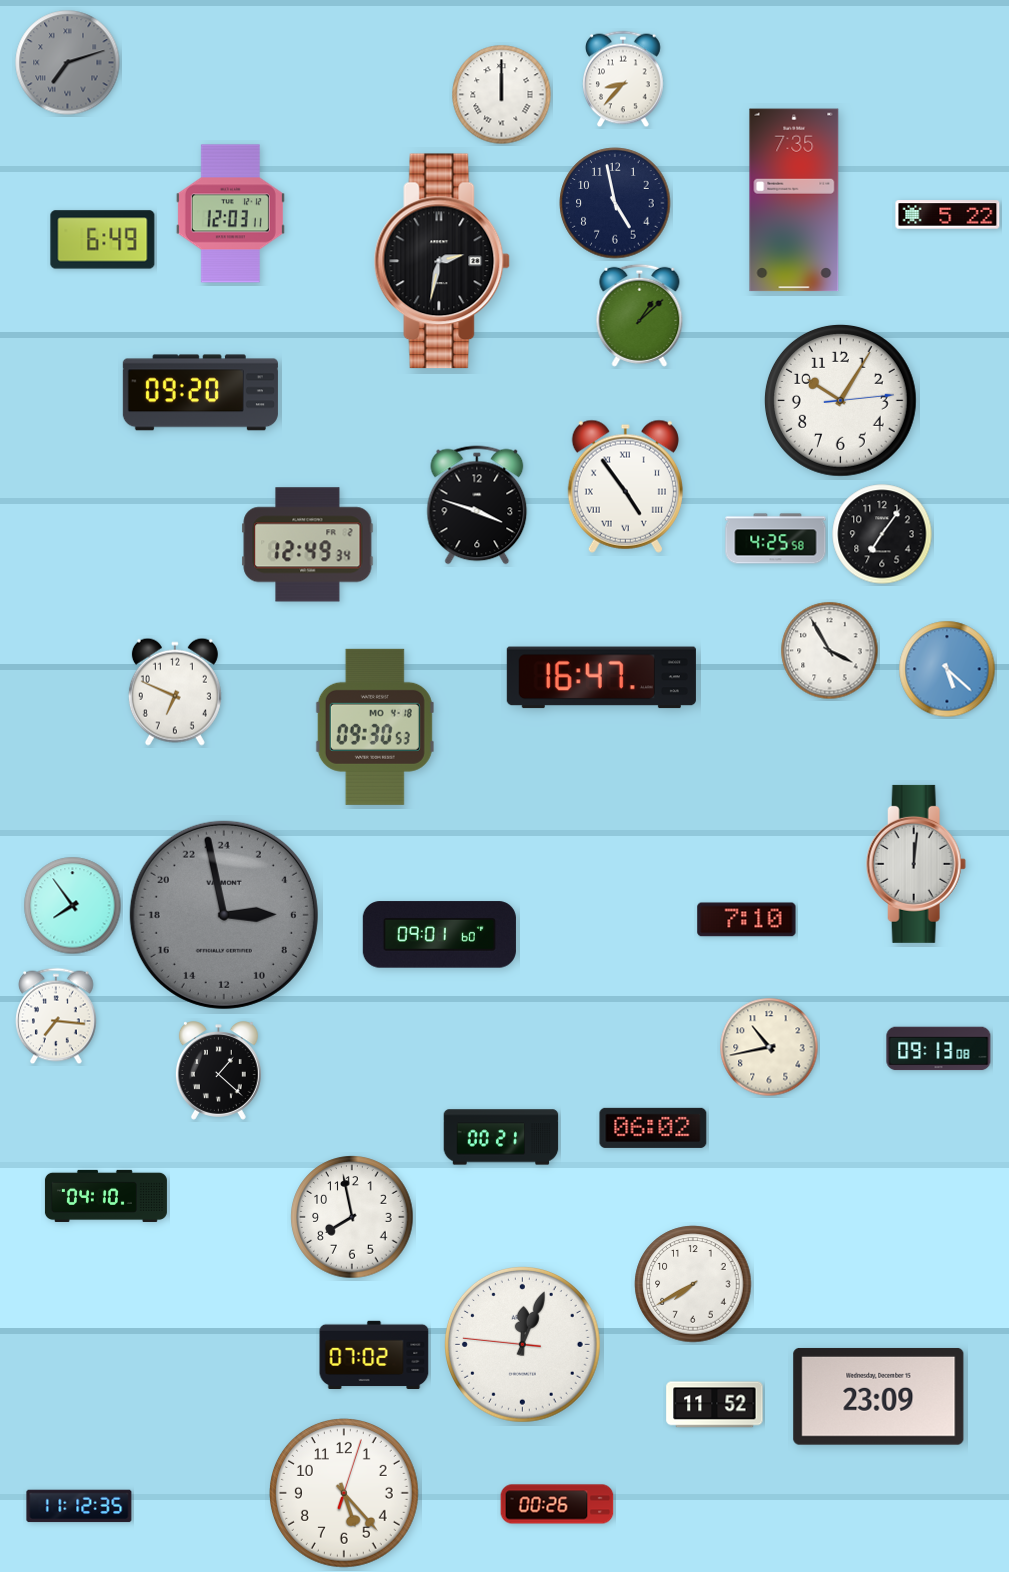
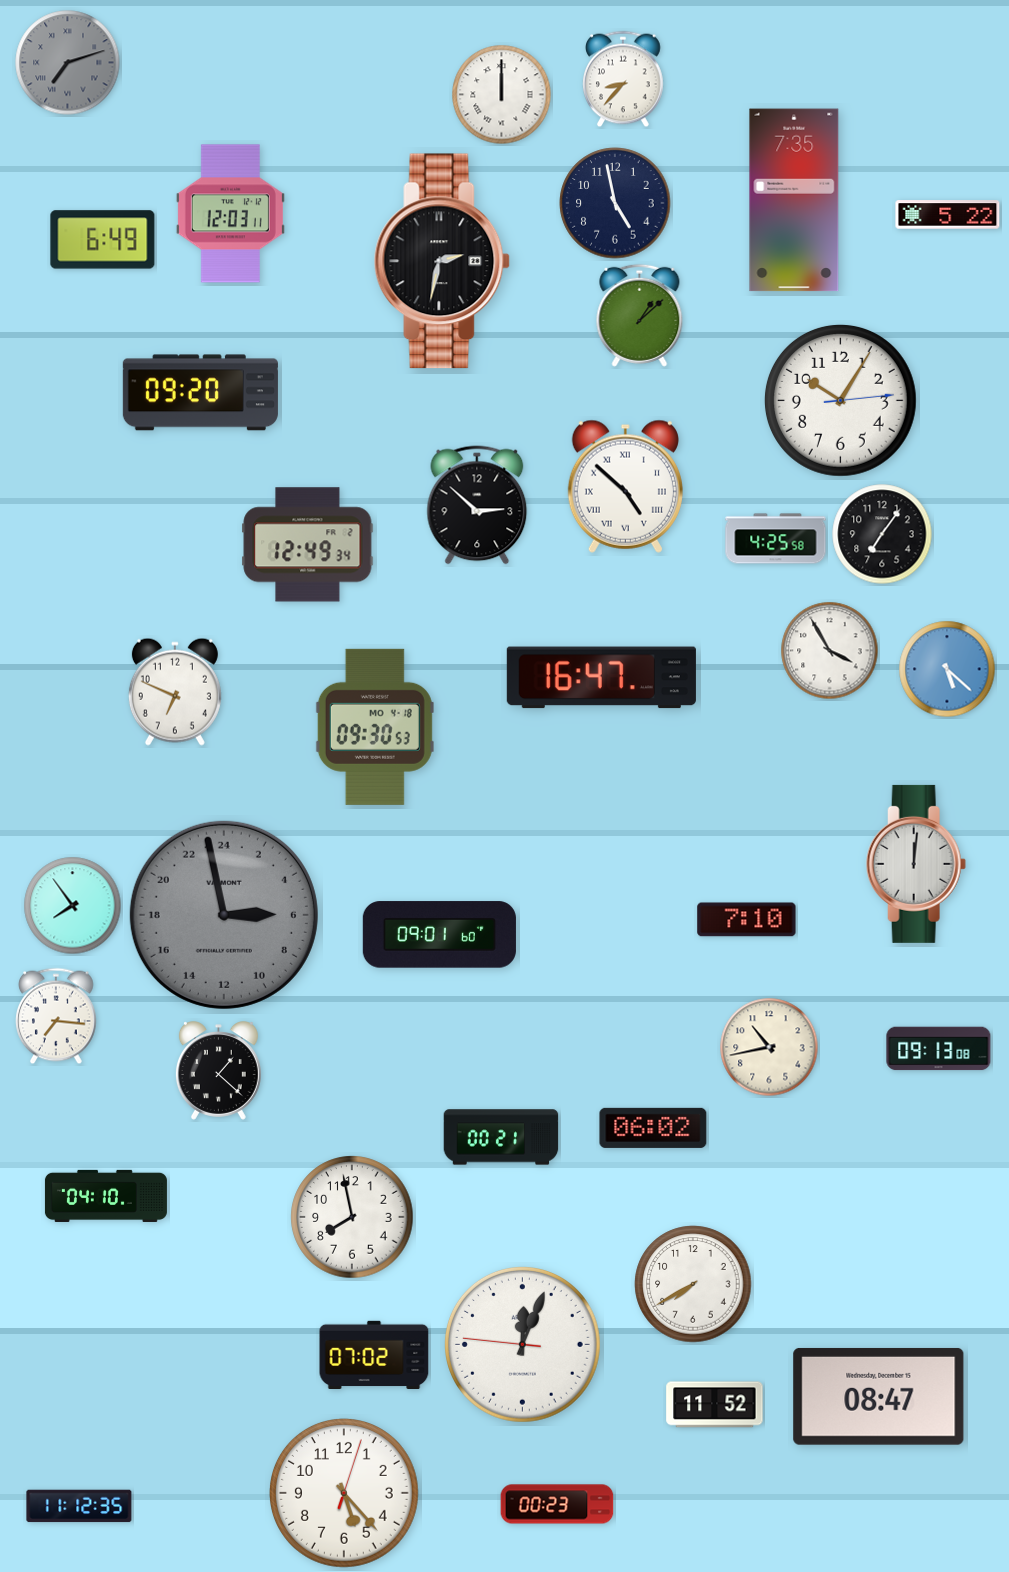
clock at (625, 486): 4:54 -> 4:52
clock at (477, 505): 3:48 -> 2:52
clock at (879, 1396): 23:09 -> 08:47
clock at (557, 1504): 00:26 -> 00:23
